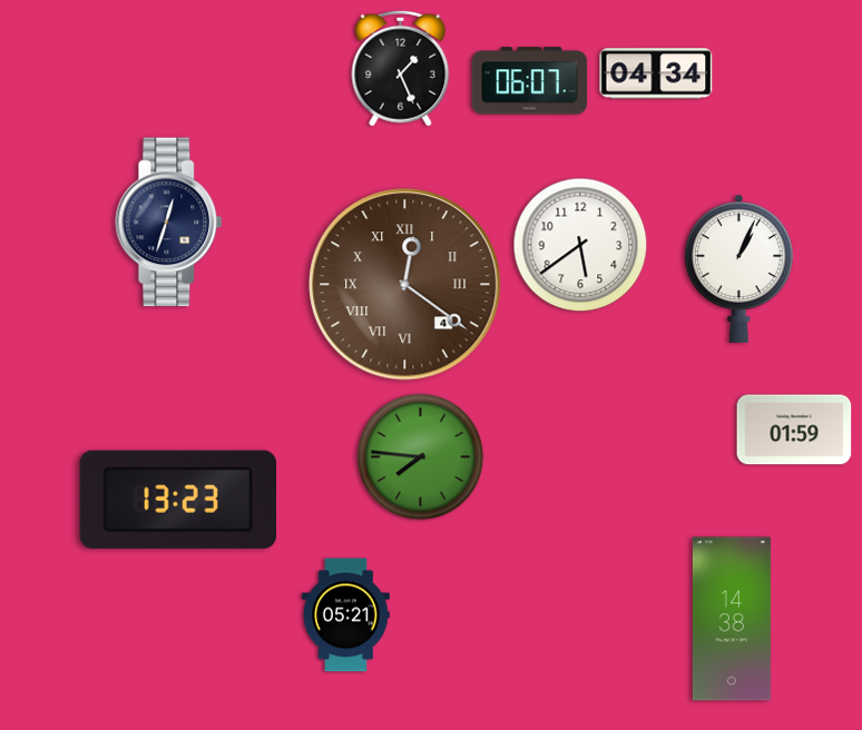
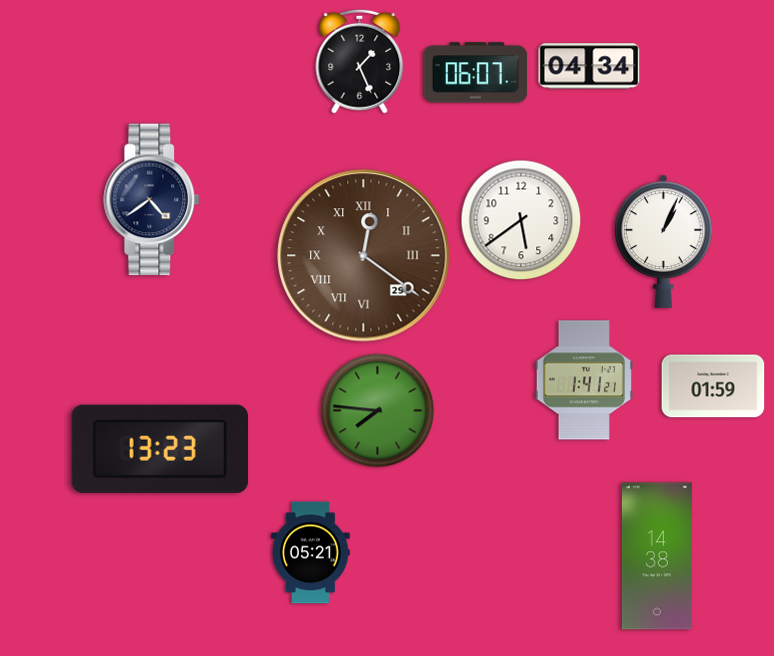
clock at (169, 223): 12:33 -> 4:39
clock at (405, 285) date: 4 -> 29
clock at (584, 380): none -> 1:41
